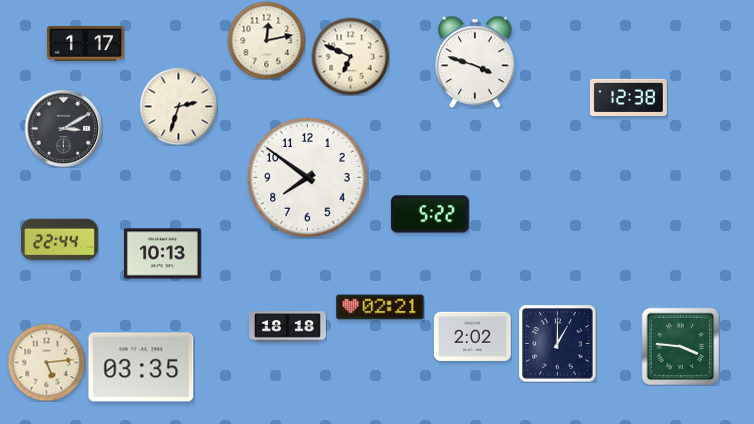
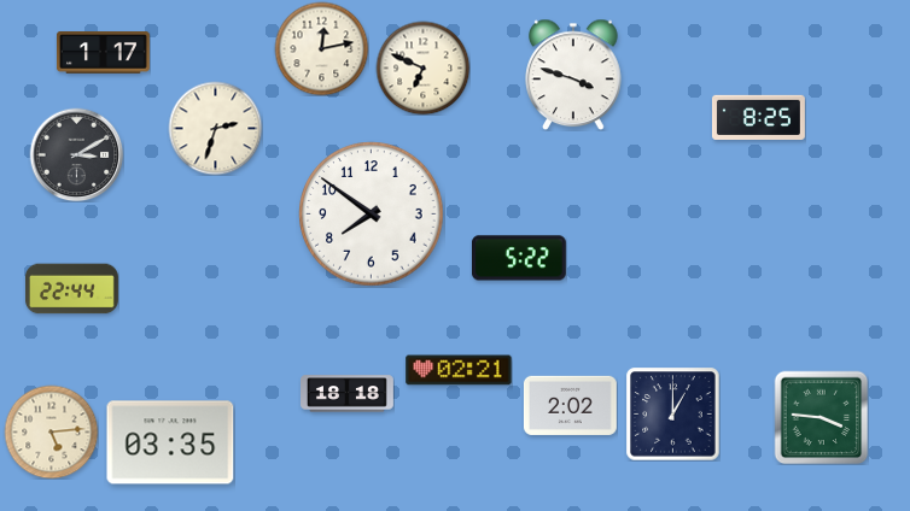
clock at (628, 97): 12:38 -> 8:25
clock at (162, 254): 10:13 -> none
clock at (46, 362) position: (46, 362) -> (51, 431)
